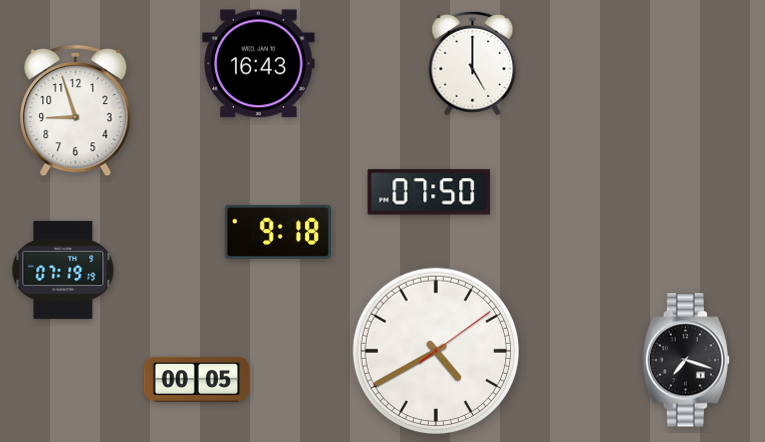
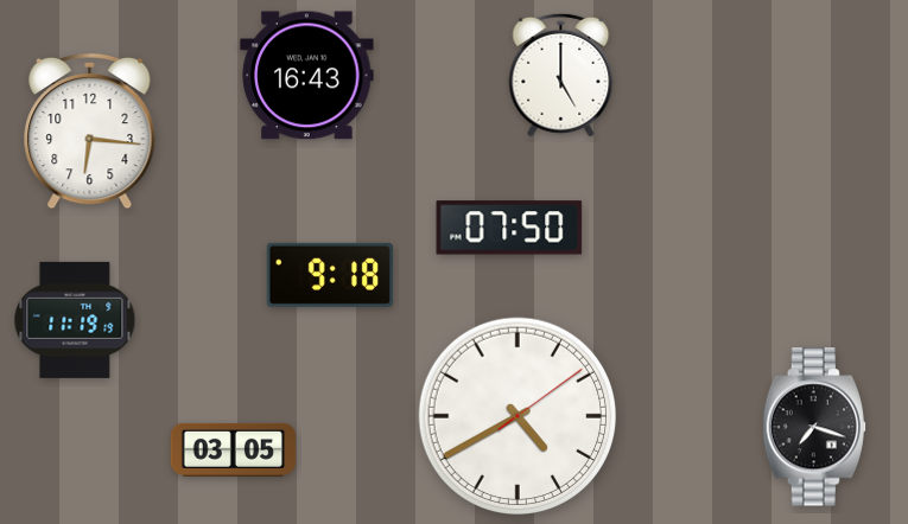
clock at (76, 111): 8:57 -> 6:16
clock at (63, 270): 07:19 -> 11:19
clock at (197, 379): 00:05 -> 03:05
